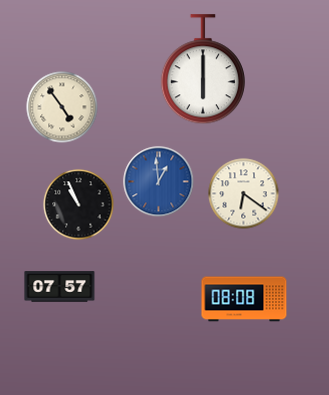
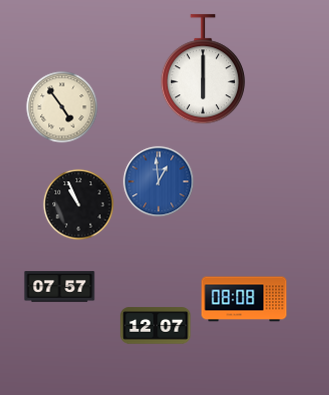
clock at (244, 194): 6:21 -> none
clock at (156, 326): none -> 12:07
